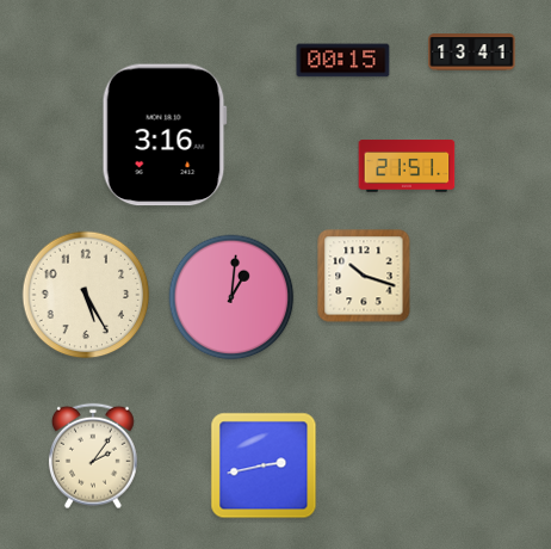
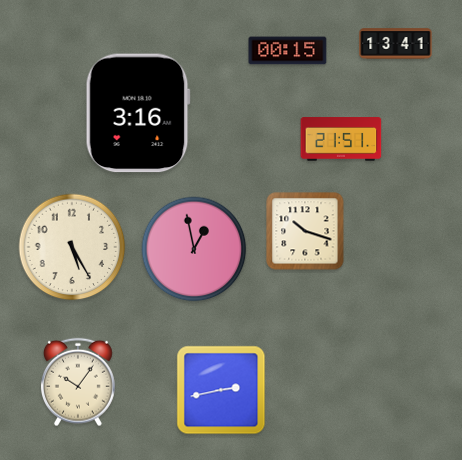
clock at (231, 297): 1:01 -> 12:58
clock at (93, 456): 2:06 -> 10:06
